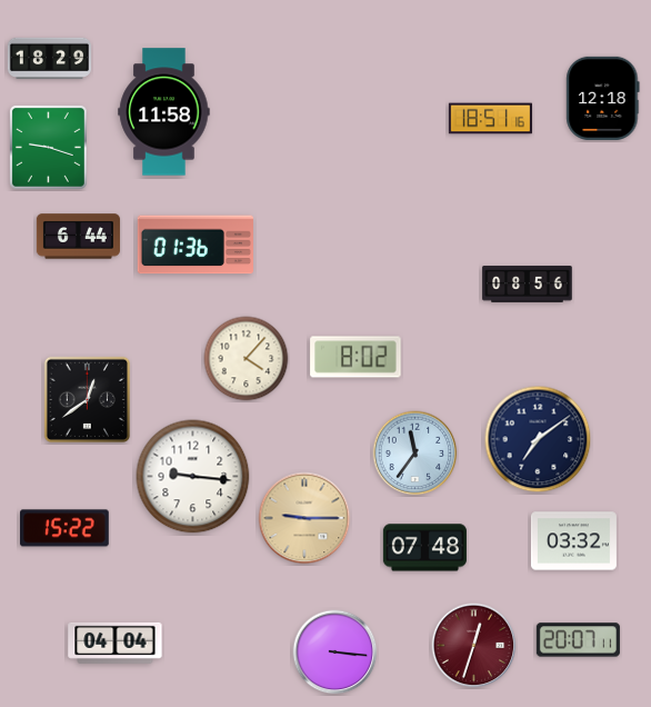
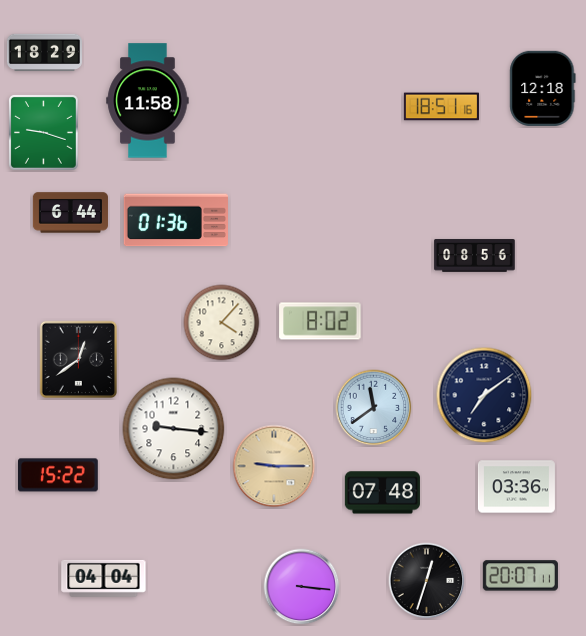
clock at (415, 454): 11:36 -> 11:39
clock at (573, 541): 03:32 -> 03:36
clock at (474, 646) dial: burgundy -> black
